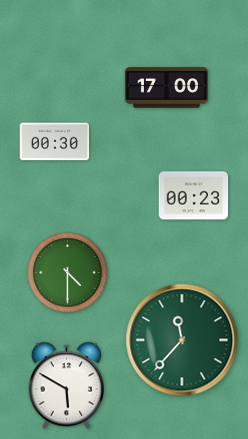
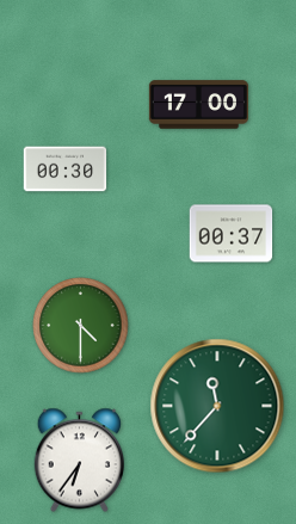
clock at (194, 196): 00:23 -> 00:37
clock at (66, 386): 5:50 -> 6:36
